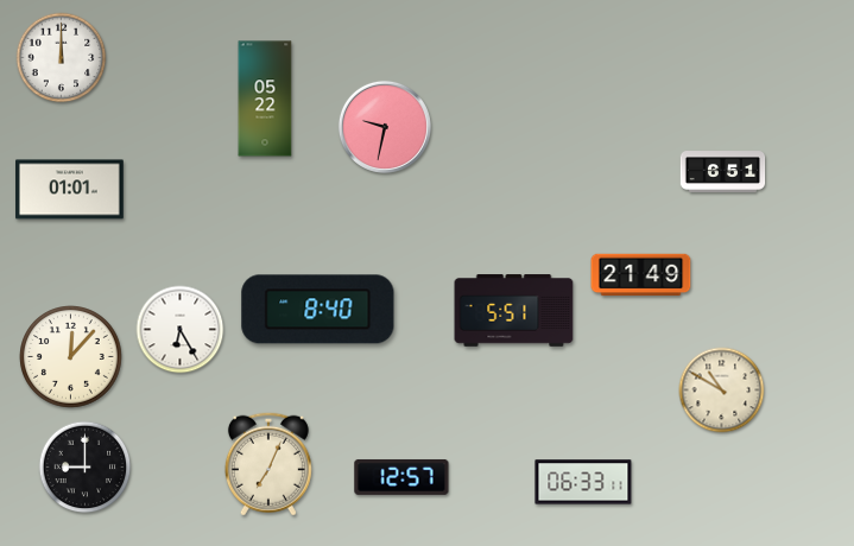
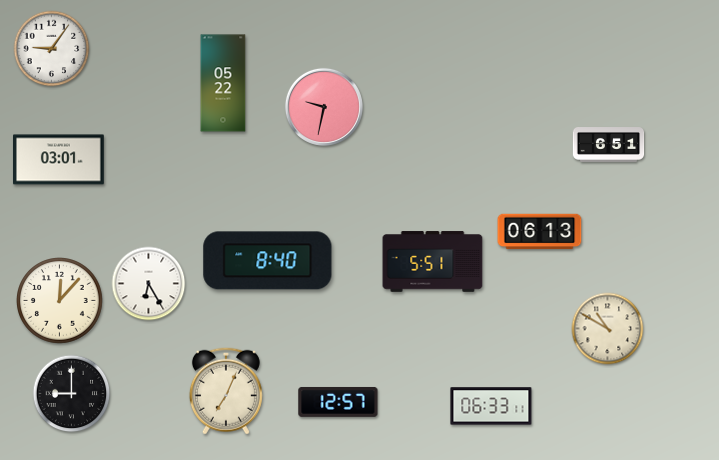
clock at (62, 58): 12:00 -> 9:06
clock at (70, 190): 01:01 -> 03:01
clock at (641, 275): 21:49 -> 06:13
clock at (181, 330) position: (181, 330) -> (149, 284)
